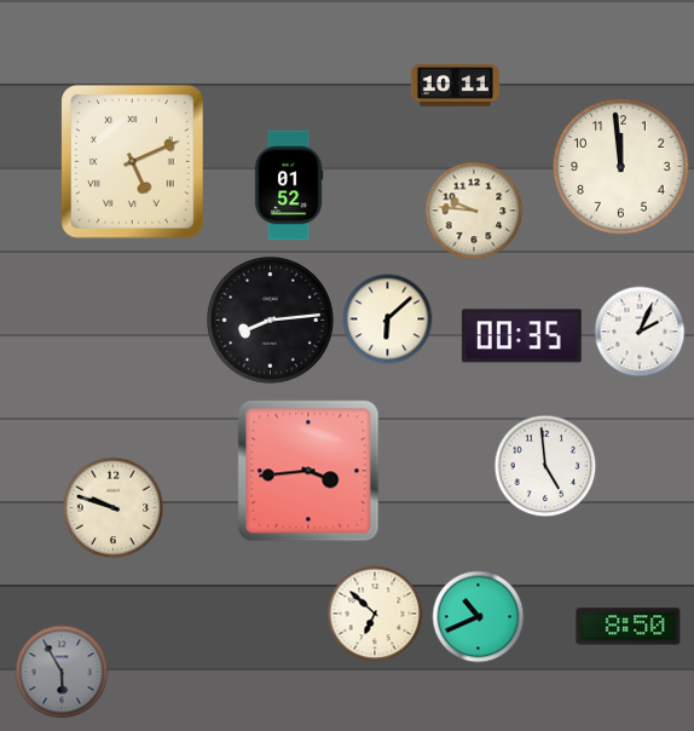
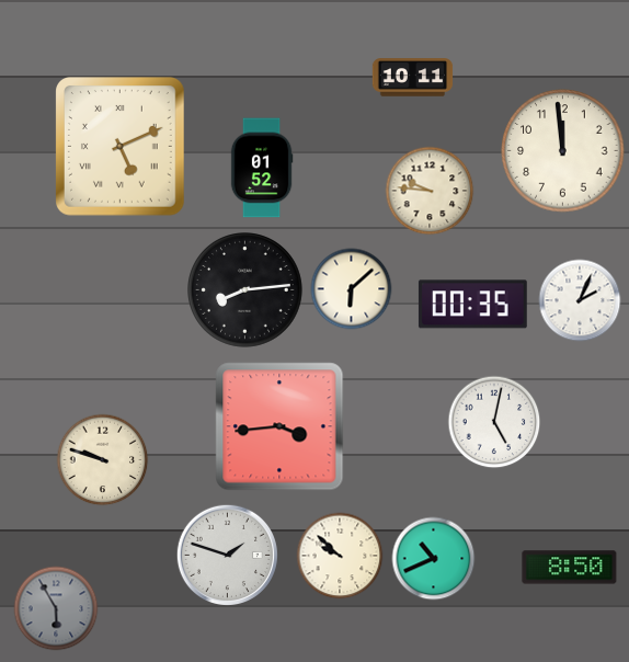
clock at (545, 466): 4:59 -> 5:02
clock at (227, 555): none -> 1:48
clock at (375, 614): 6:52 -> 9:52
